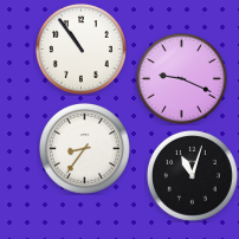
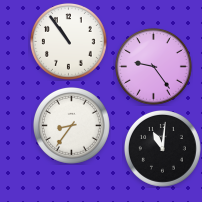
clock at (181, 78): 9:19 -> 9:24
clock at (192, 175): 11:03 -> 11:01
